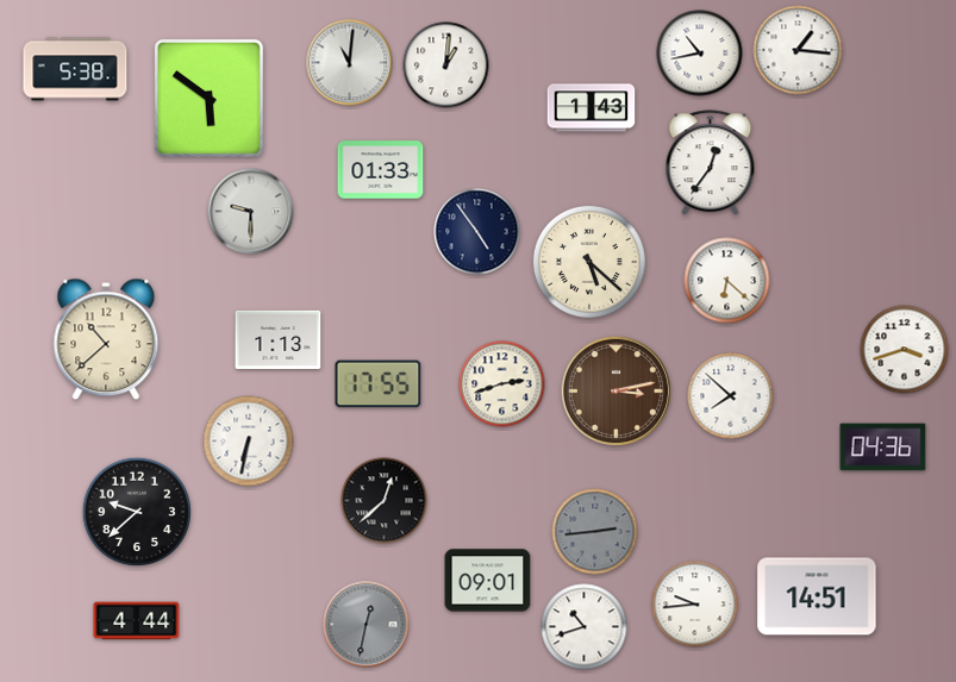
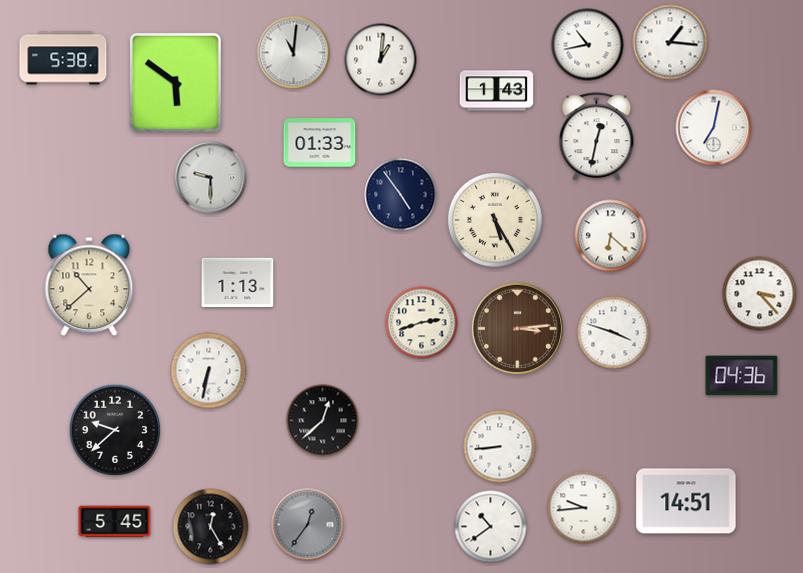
clock at (446, 65) position: (446, 65) -> (381, 60)
clock at (714, 128): none -> 7:02
clock at (711, 163): 12:36 -> 12:32
clock at (589, 262): 5:22 -> 5:25
clock at (279, 339) position: (279, 339) -> (238, 282)
clock at (905, 350): 3:42 -> 3:23
clock at (379, 384): 17:55 -> none
clock at (616, 390): 3:13 -> 3:14
clock at (731, 396): 7:52 -> 3:48
clock at (595, 532): 2:44 -> 8:44
clock at (595, 532) dial: grey -> white
clock at (488, 581): 09:01 -> none
clock at (137, 621): 4:44 -> 5:45
clock at (367, 625): 12:32 -> 12:36
clock at (211, 527): none -> 12:25
clock at (585, 627): 10:42 -> 10:39
